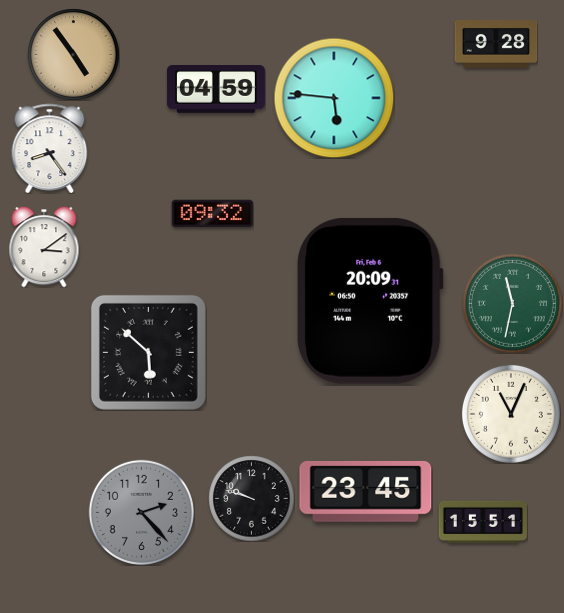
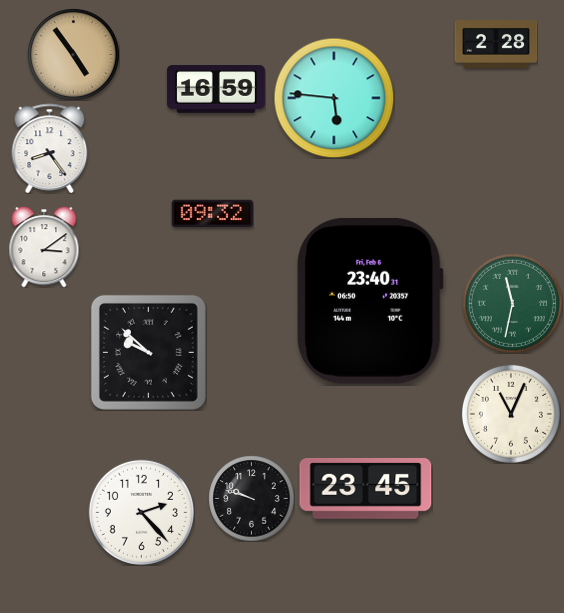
clock at (496, 45): 9:28 -> 2:28
clock at (216, 90): 04:59 -> 16:59
clock at (371, 301): 20:09 -> 23:40
clock at (148, 352): 5:52 -> 9:52
clock at (366, 491) position: (366, 491) -> (366, 488)
clock at (141, 512) dial: grey -> white
clock at (482, 522): 15:51 -> none
